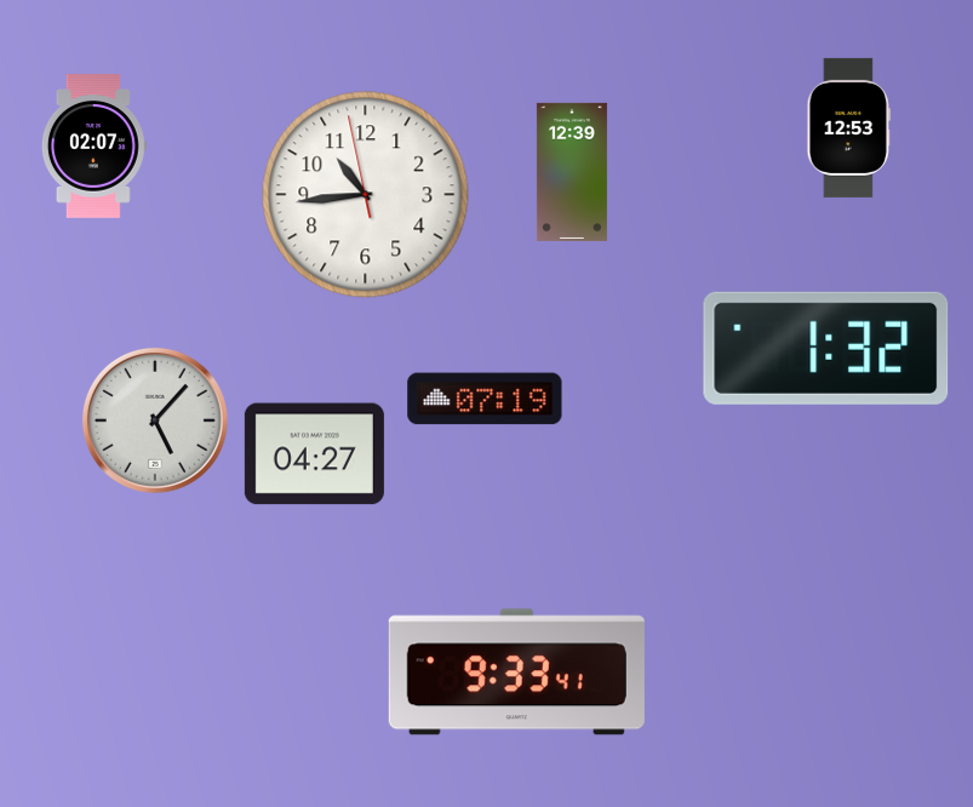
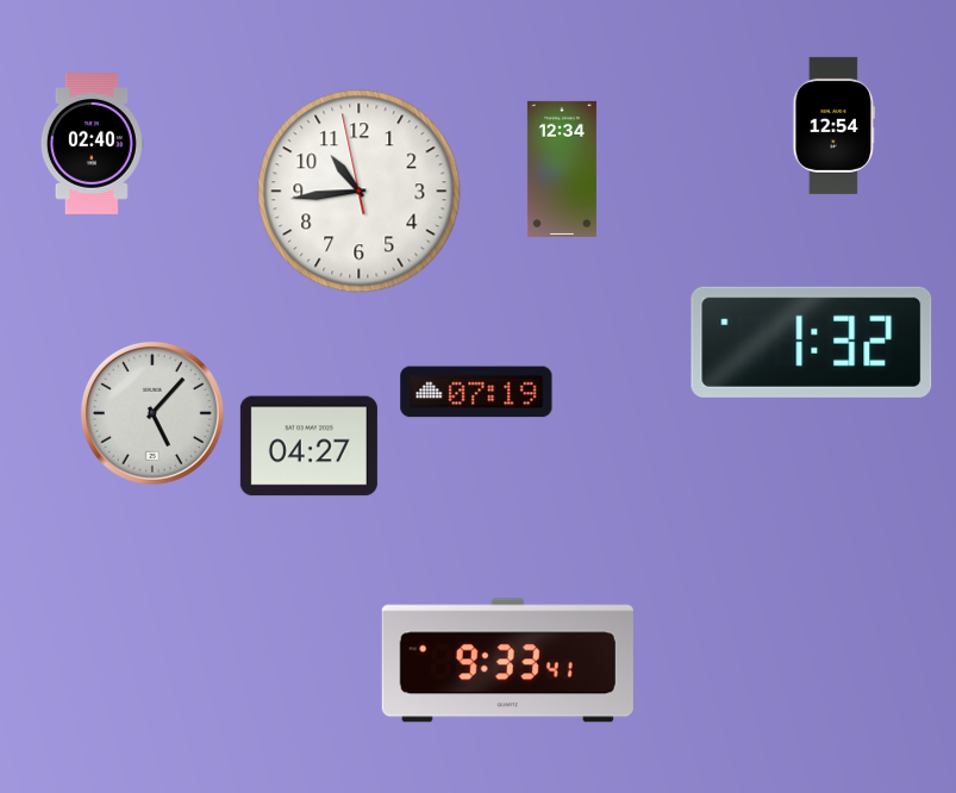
clock at (848, 127): 12:53 -> 12:54
clock at (93, 147): 02:07 -> 02:40
clock at (572, 172): 12:39 -> 12:34
